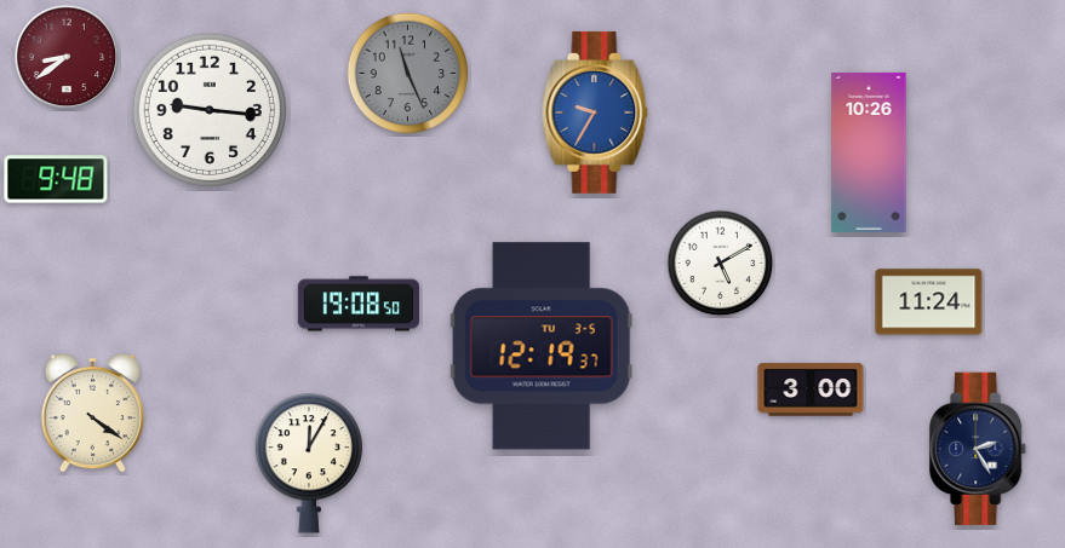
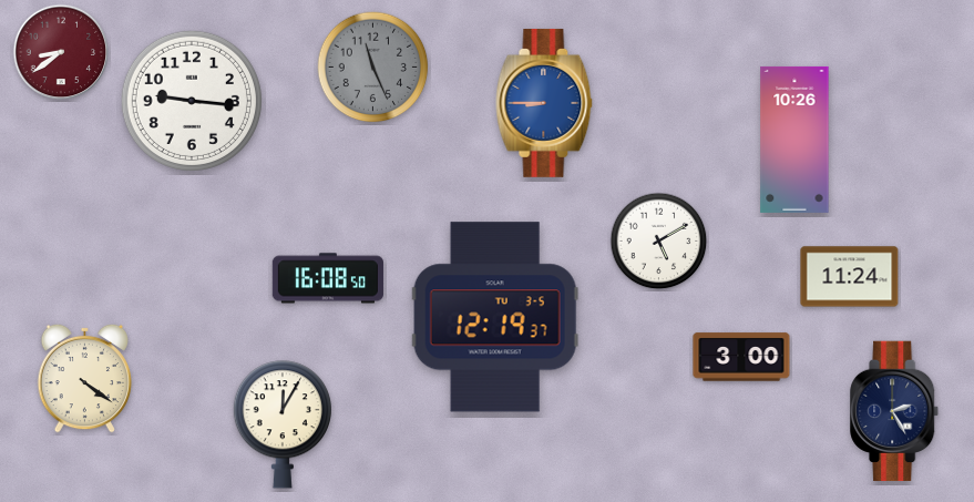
clock at (595, 113): 9:35 -> 8:45
clock at (56, 179): 9:48 -> none
clock at (359, 304): 19:08 -> 16:08
